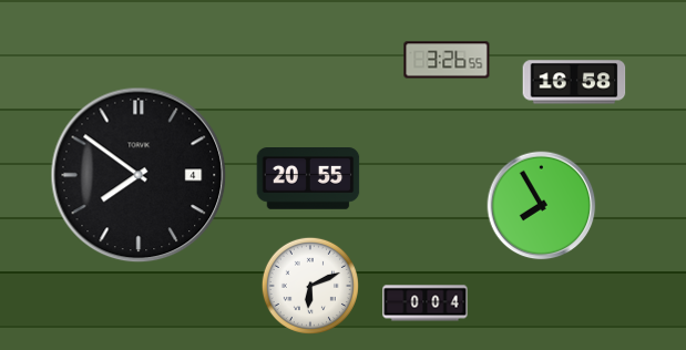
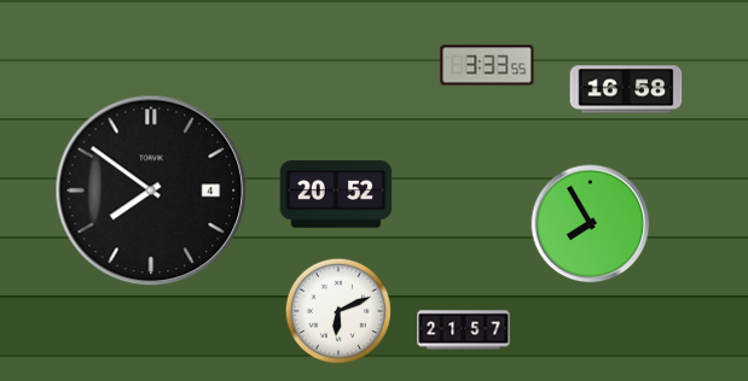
clock at (447, 60): 3:26 -> 3:33
clock at (308, 178): 20:55 -> 20:52
clock at (426, 303): 0:04 -> 21:57
